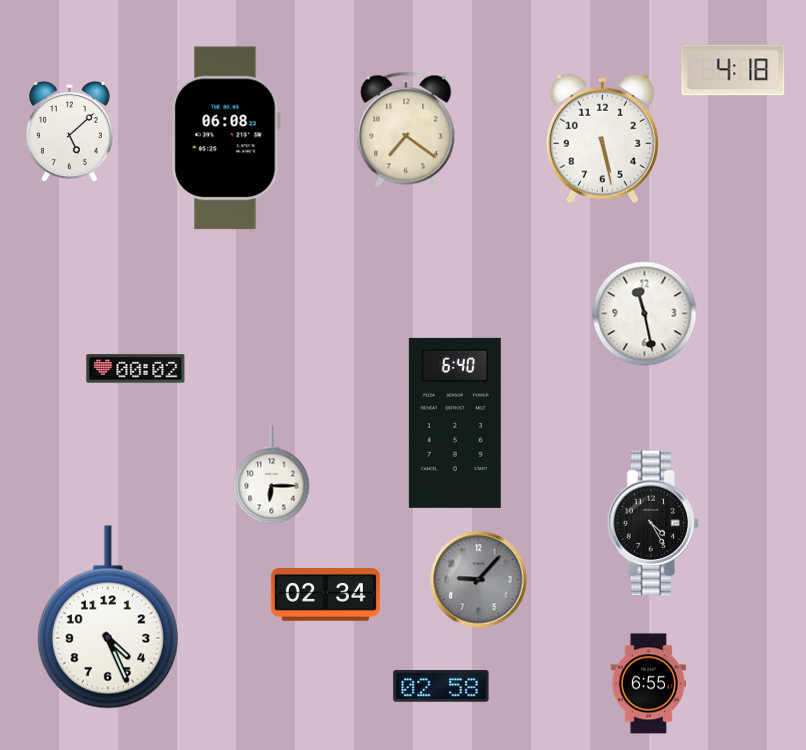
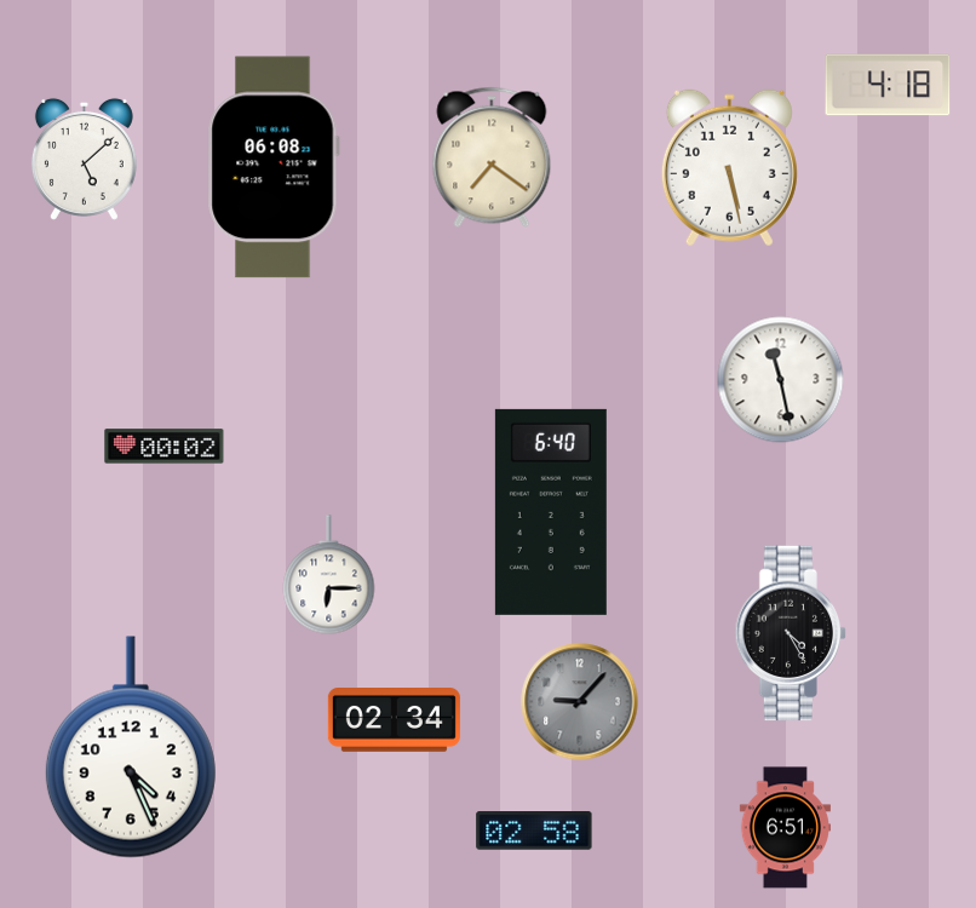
clock at (648, 684): 6:55 -> 6:51
